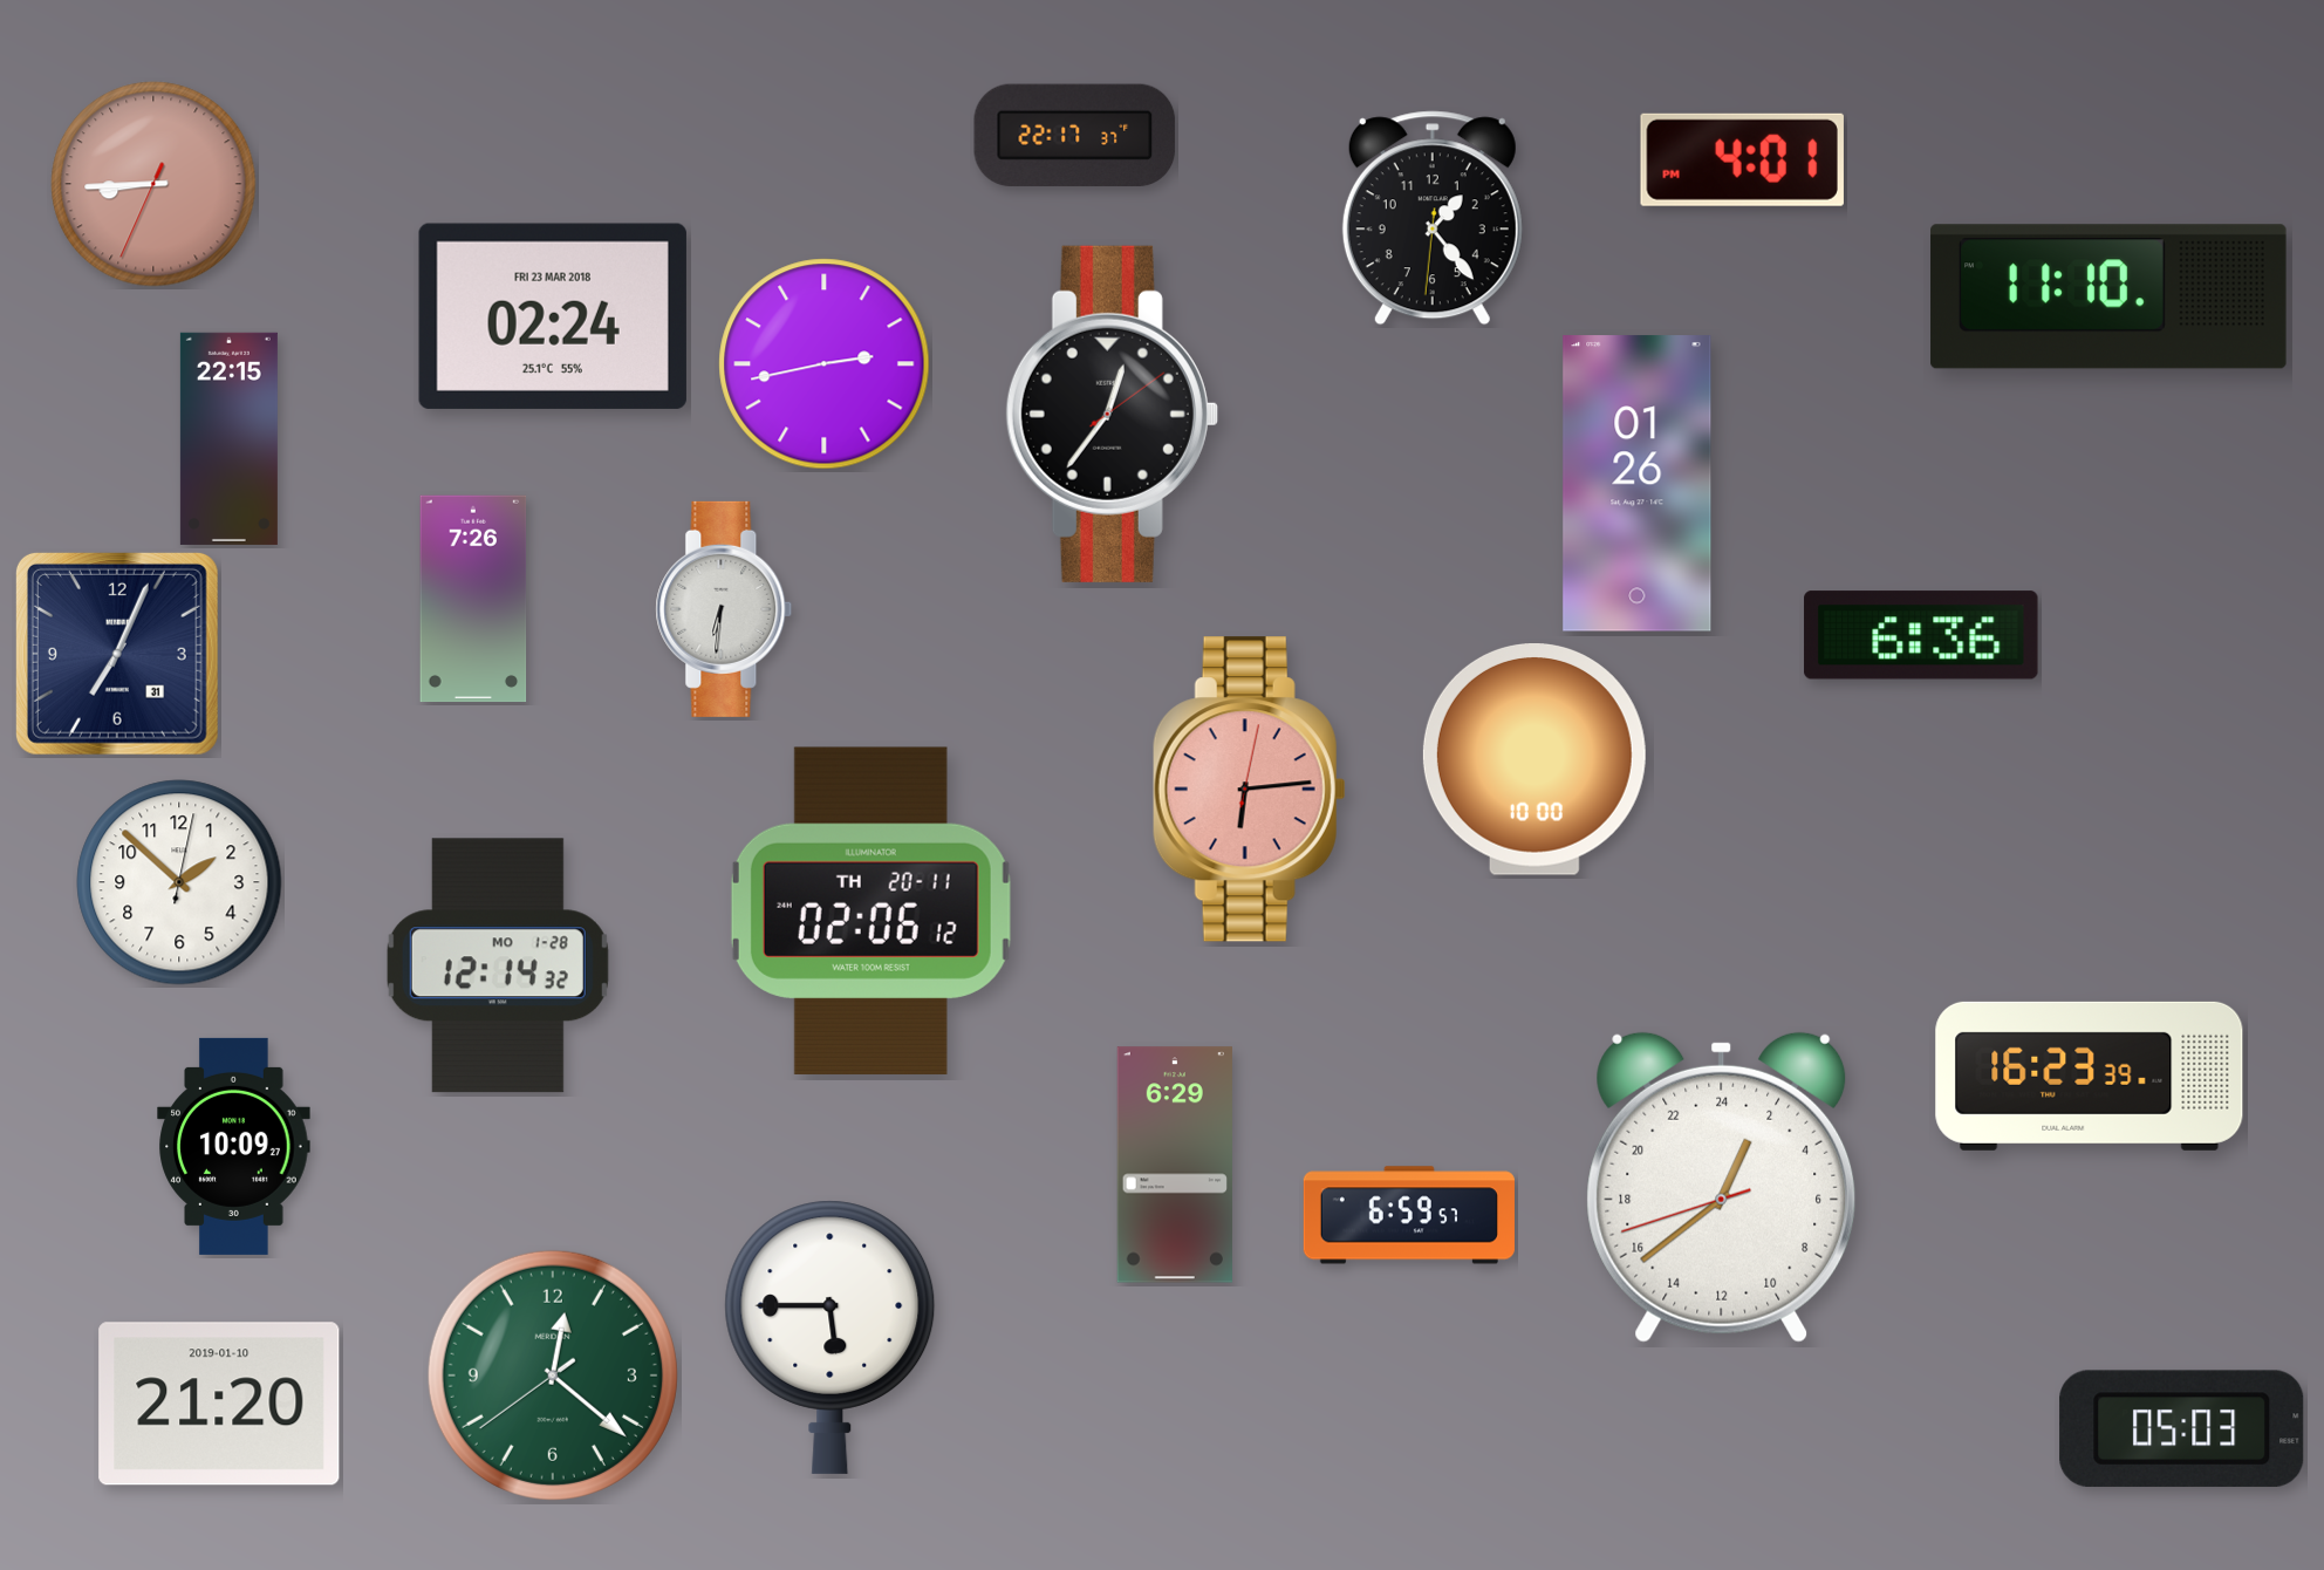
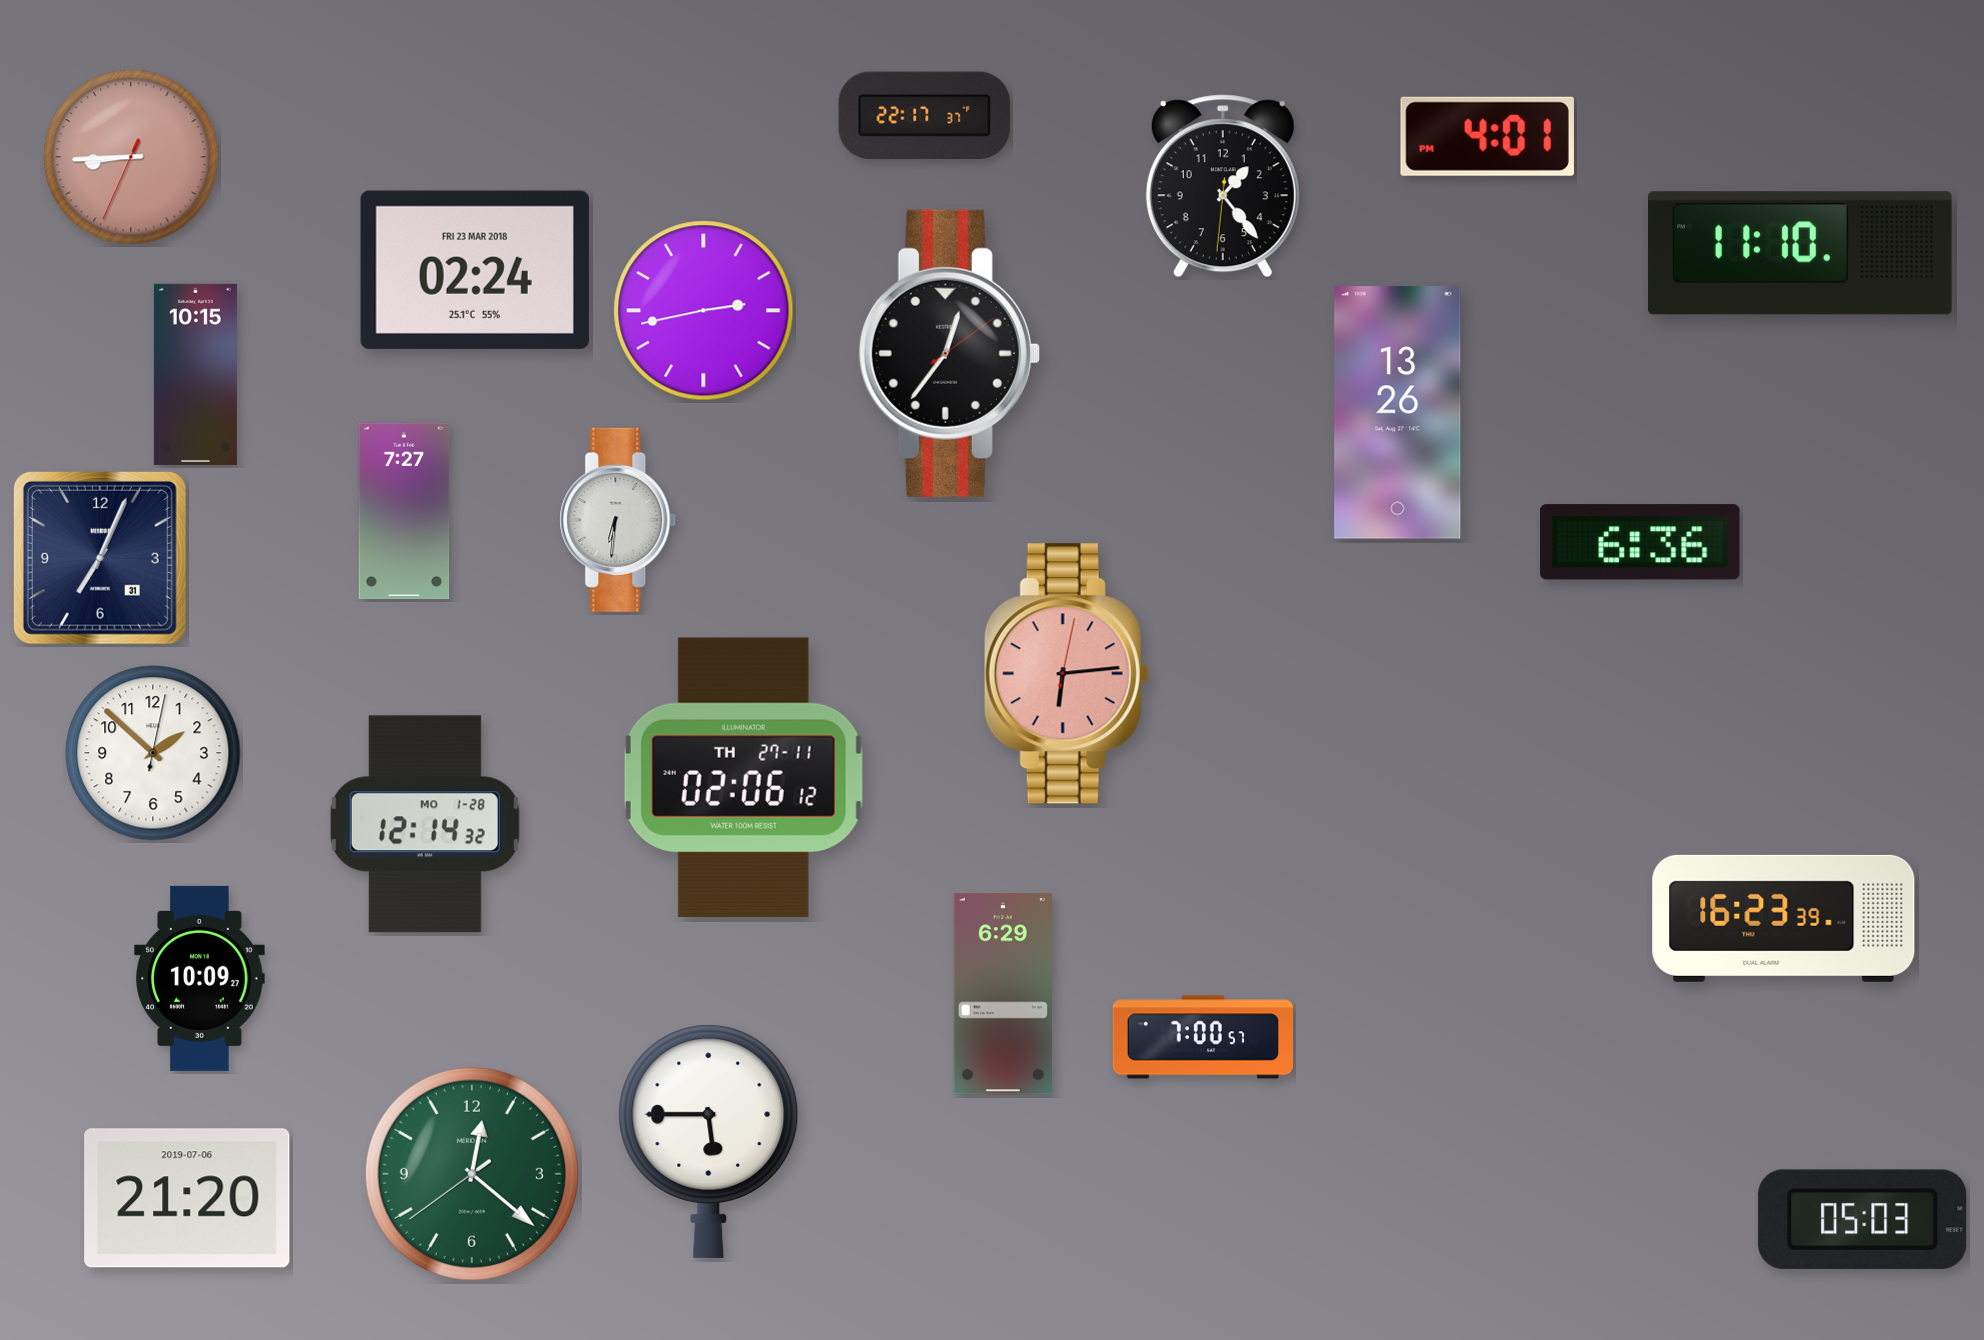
clock at (1075, 135) position: (1075, 135) -> (925, 115)
clock at (553, 316) position: (553, 316) -> (475, 270)
clock at (228, 438): 22:15 -> 10:15
clock at (1638, 484): 01:26 -> 13:26
clock at (473, 599): 7:26 -> 7:27
clock at (1534, 760): 10:00 -> none
clock at (870, 910) date: TH 20-11 -> TH 27-11
clock at (1722, 1187): 1:38 -> none
clock at (1409, 1215): 6:59 -> 7:00
clock at (219, 1404) date: 2019-01-10 -> 2019-07-06
